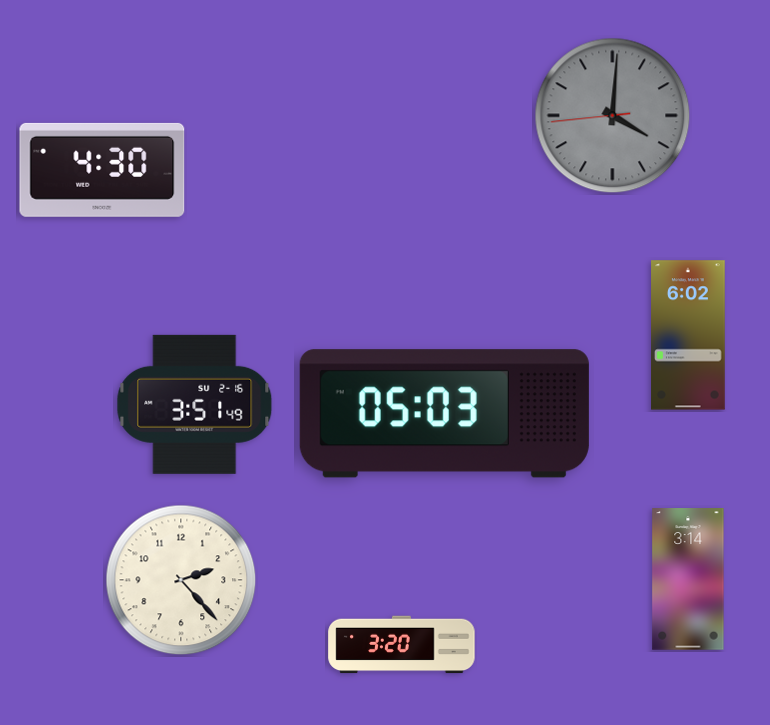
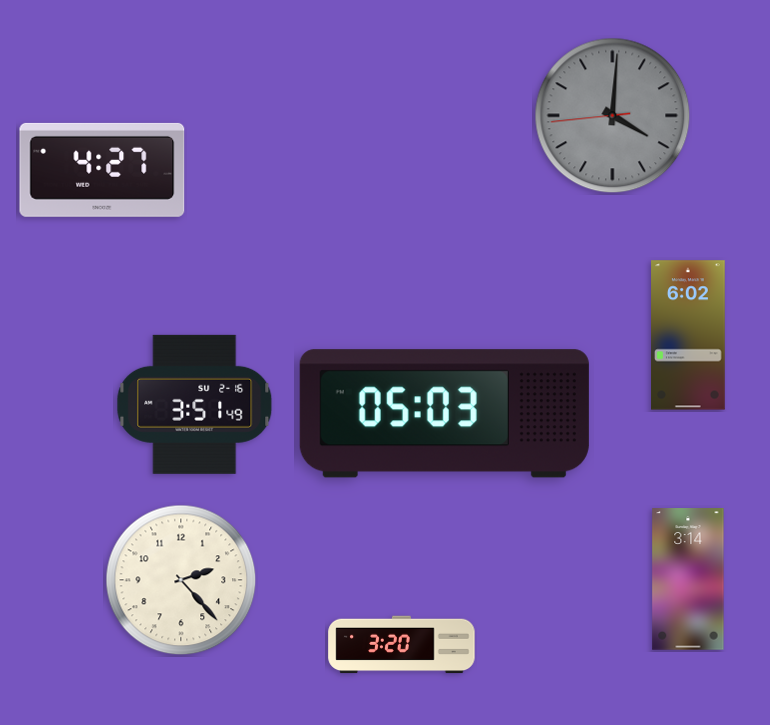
clock at (102, 170): 4:30 -> 4:27
